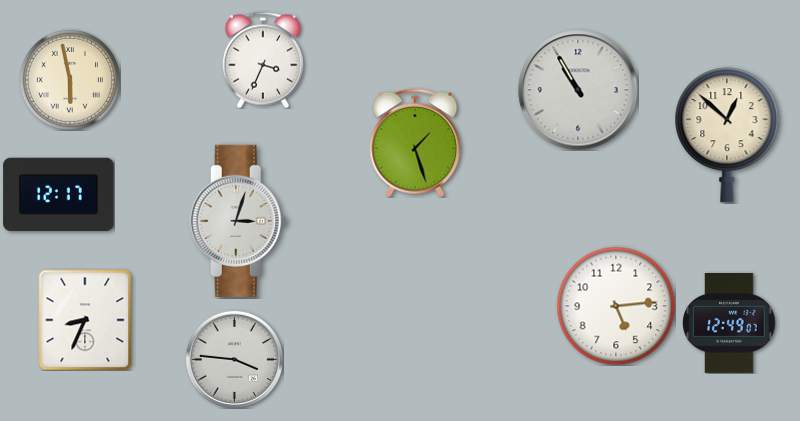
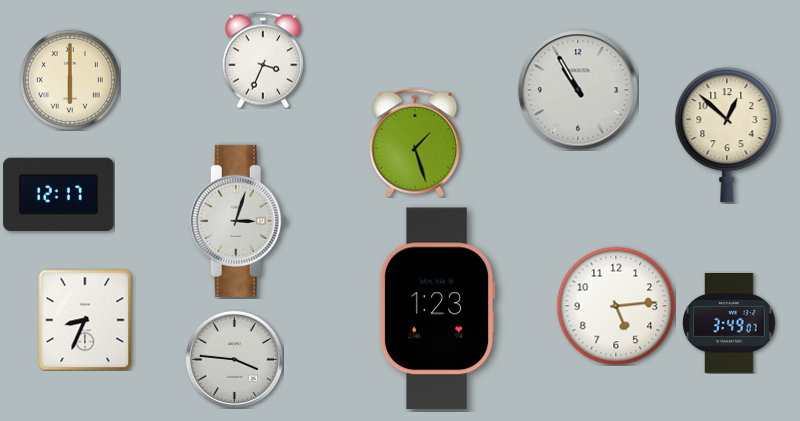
clock at (70, 80): 5:58 -> 6:00
clock at (437, 309): none -> 1:23
clock at (729, 323): 12:49 -> 3:49
